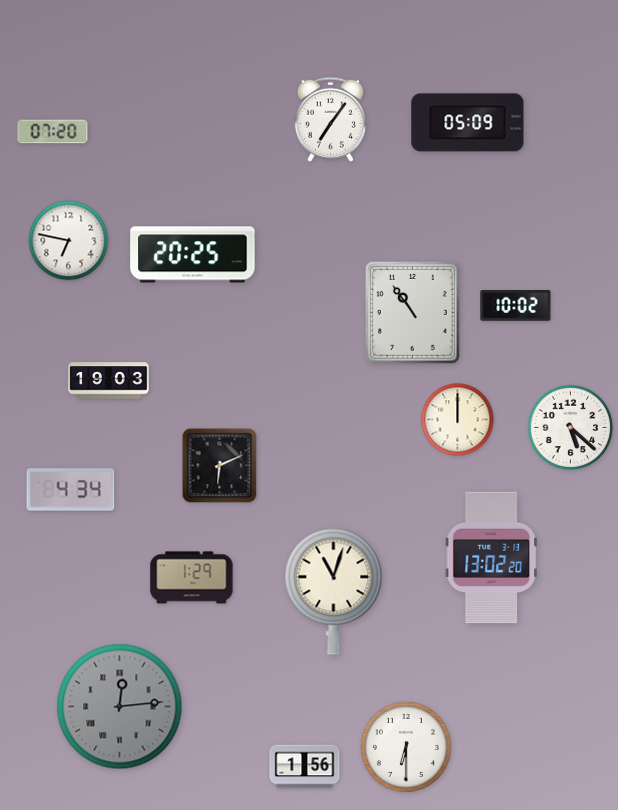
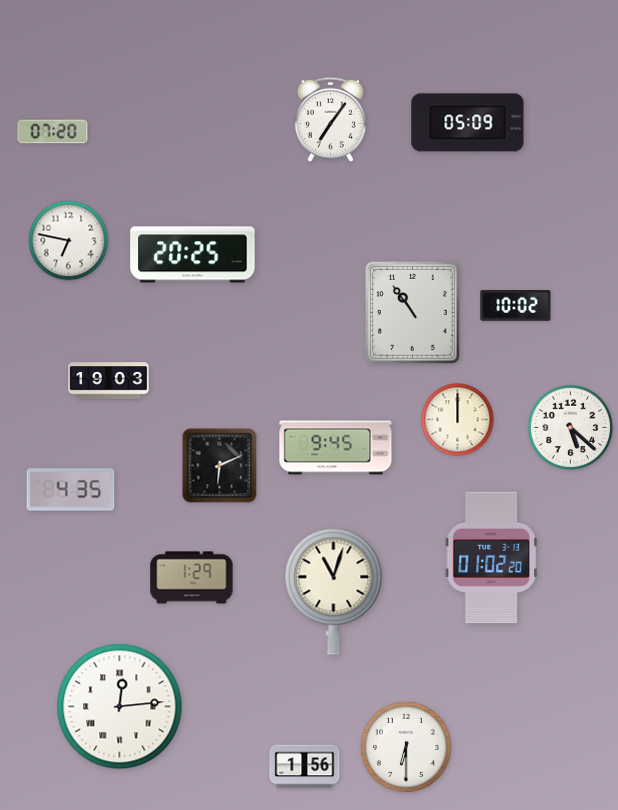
clock at (336, 448): none -> 9:45
clock at (71, 490): 4:34 -> 4:35
clock at (491, 558): 13:02 -> 01:02
clock at (120, 707) dial: grey -> white
